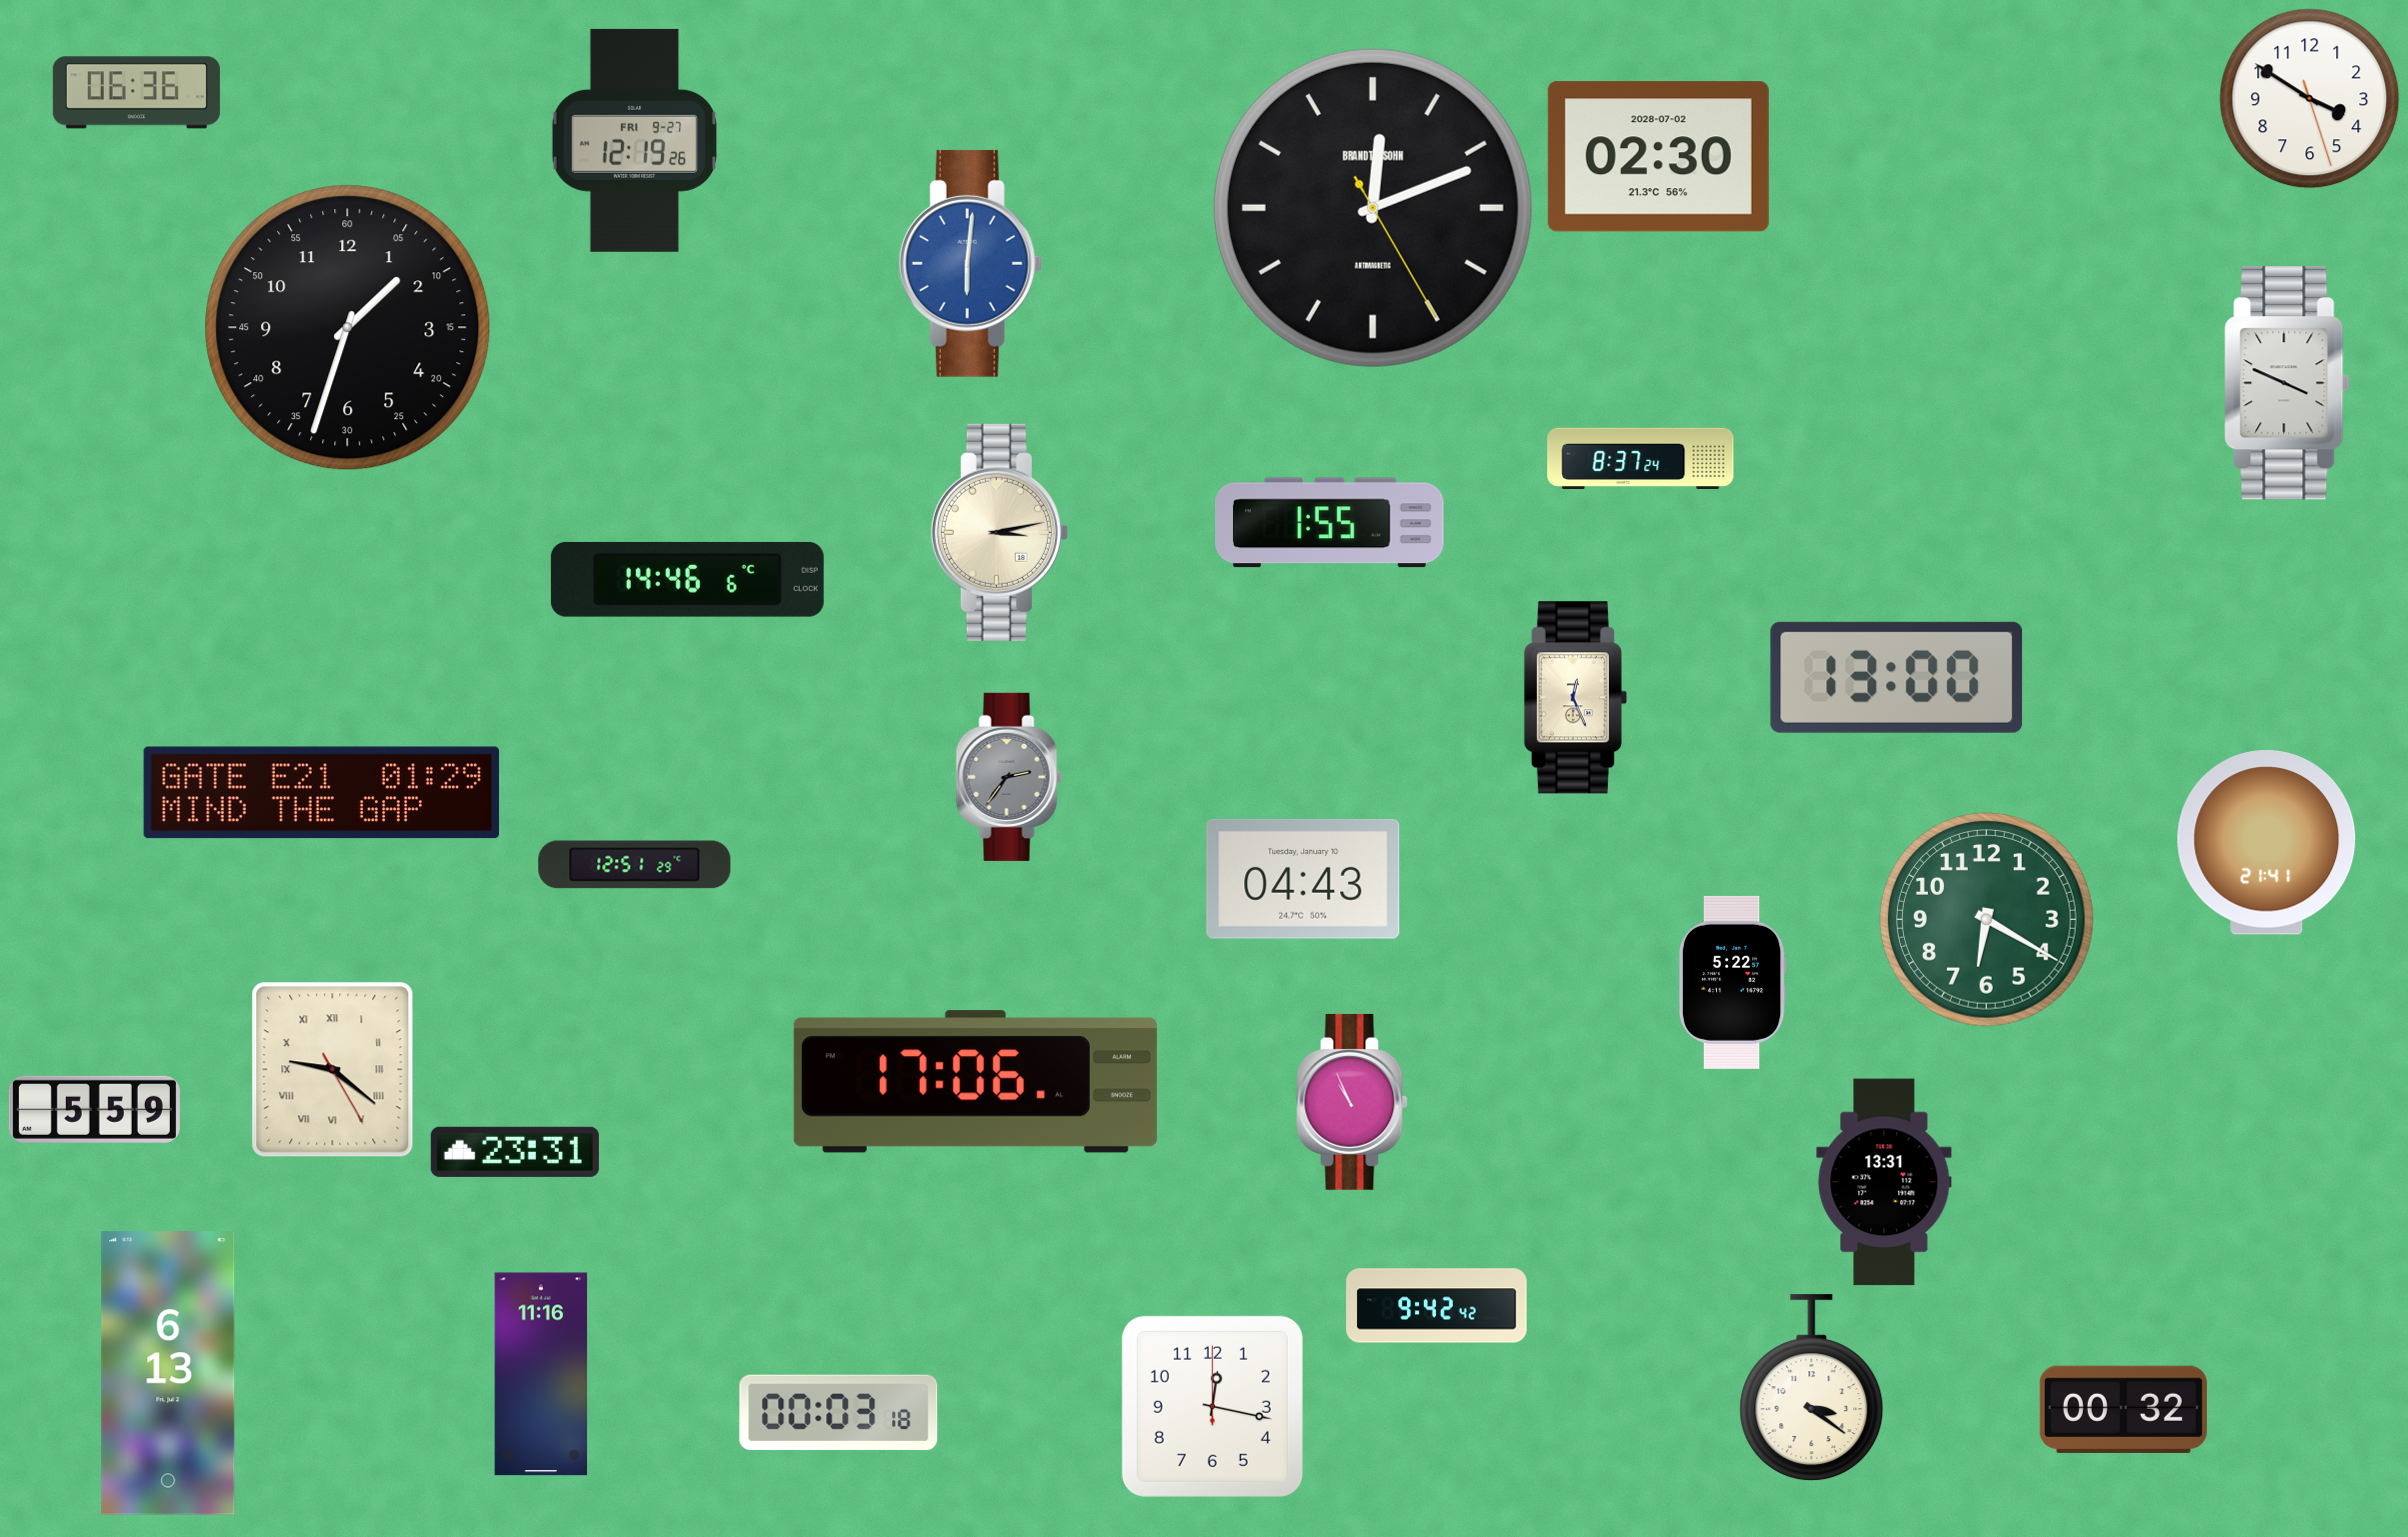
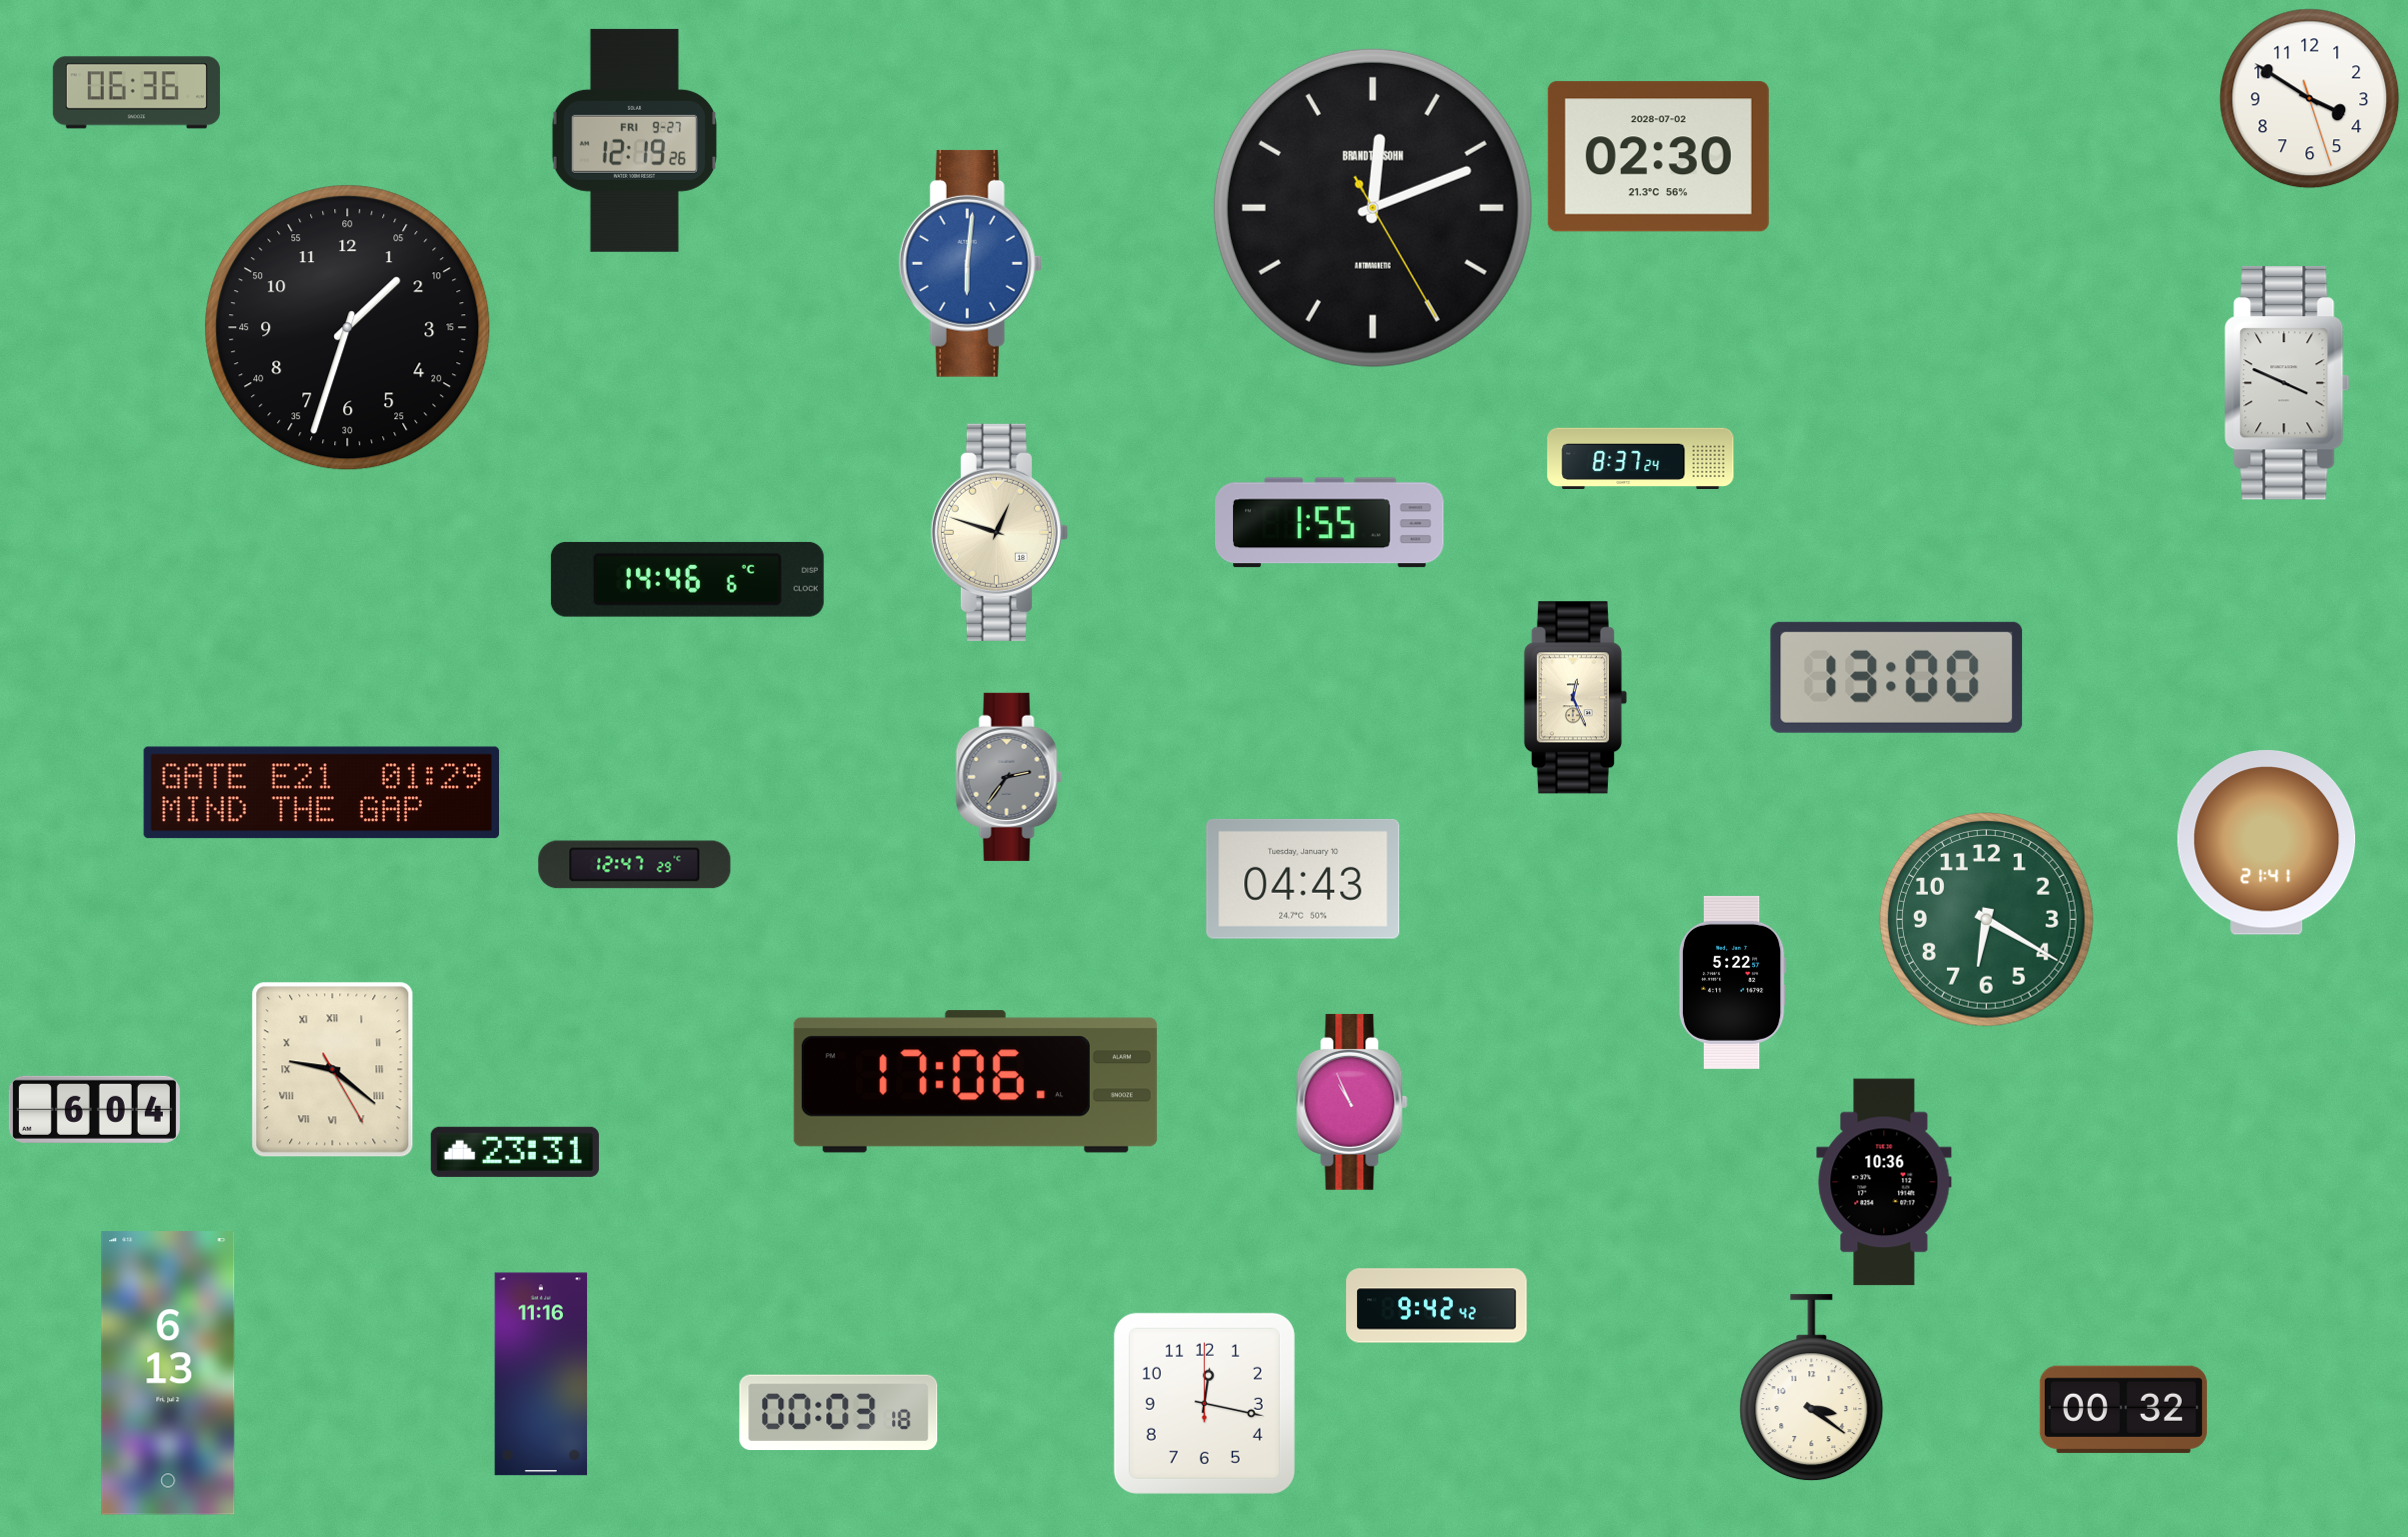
clock at (999, 532): 3:13 -> 12:48
clock at (635, 865): 12:51 -> 12:47
clock at (94, 1109): 5:59 -> 6:04
clock at (1884, 1182): 13:31 -> 10:36
clock at (1212, 1406) position: (1212, 1406) -> (1204, 1403)
